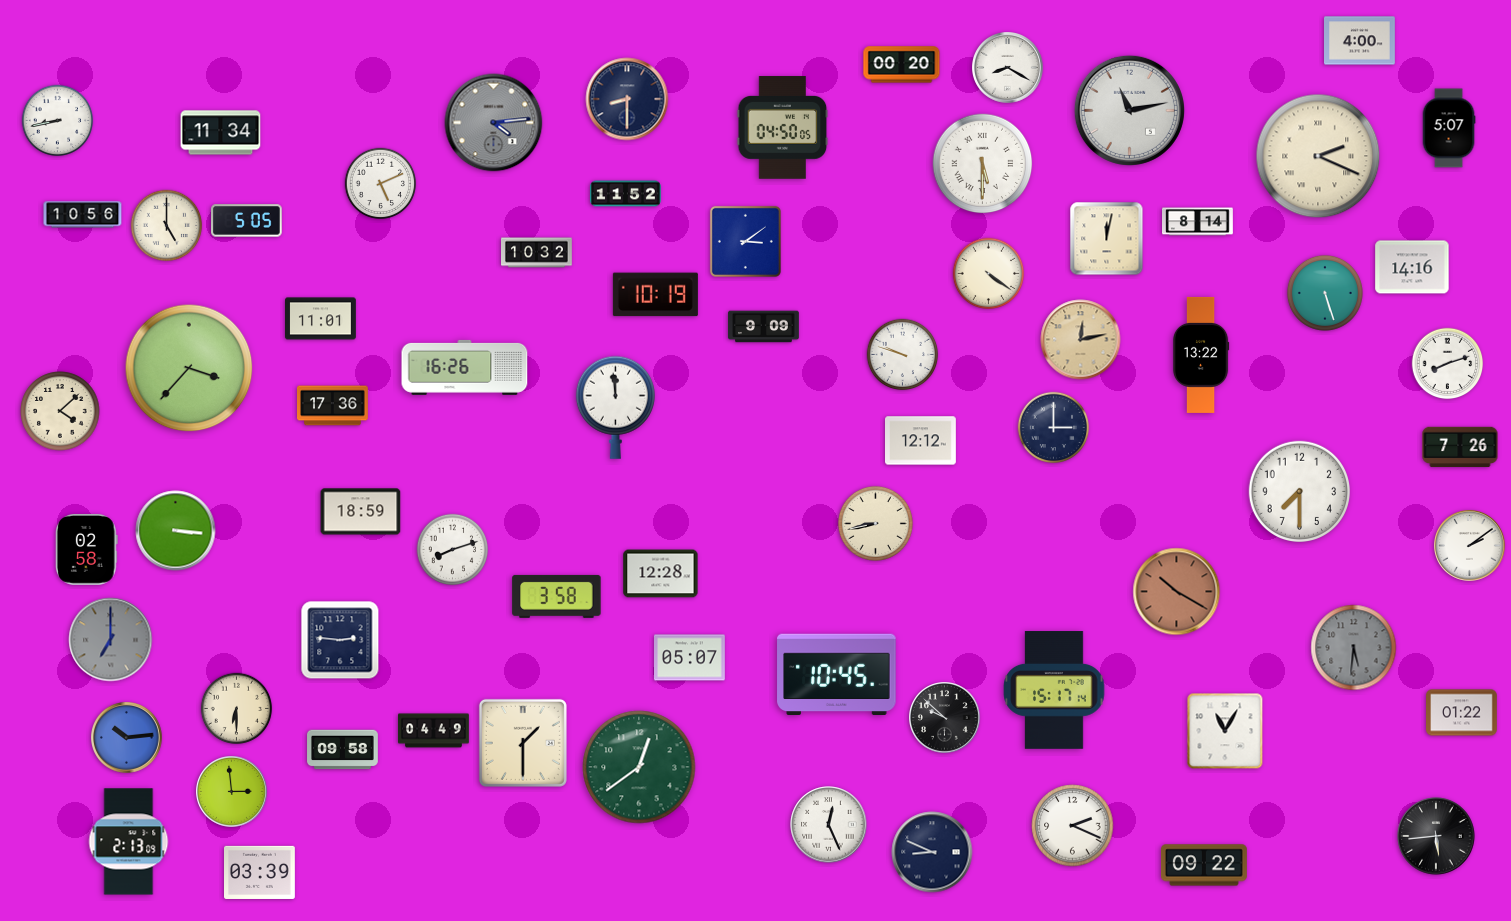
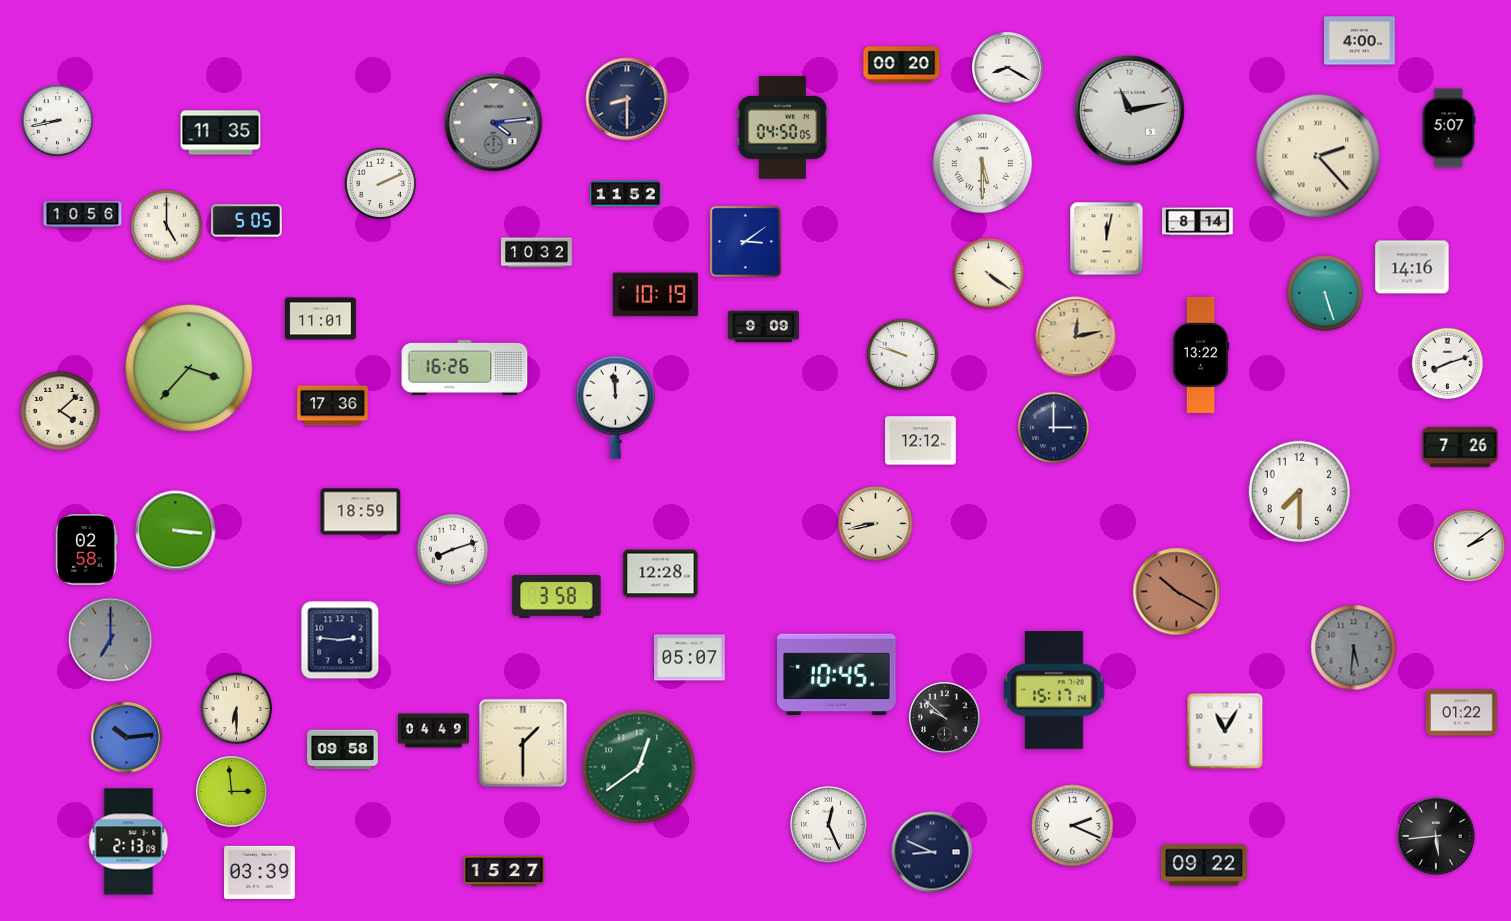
clock at (221, 133): 11:34 -> 11:35
clock at (1318, 156): 2:19 -> 2:23
clock at (381, 184): 5:11 -> 2:11
clock at (1081, 340) position: (1081, 340) -> (1076, 337)
clock at (504, 871): none -> 15:27
